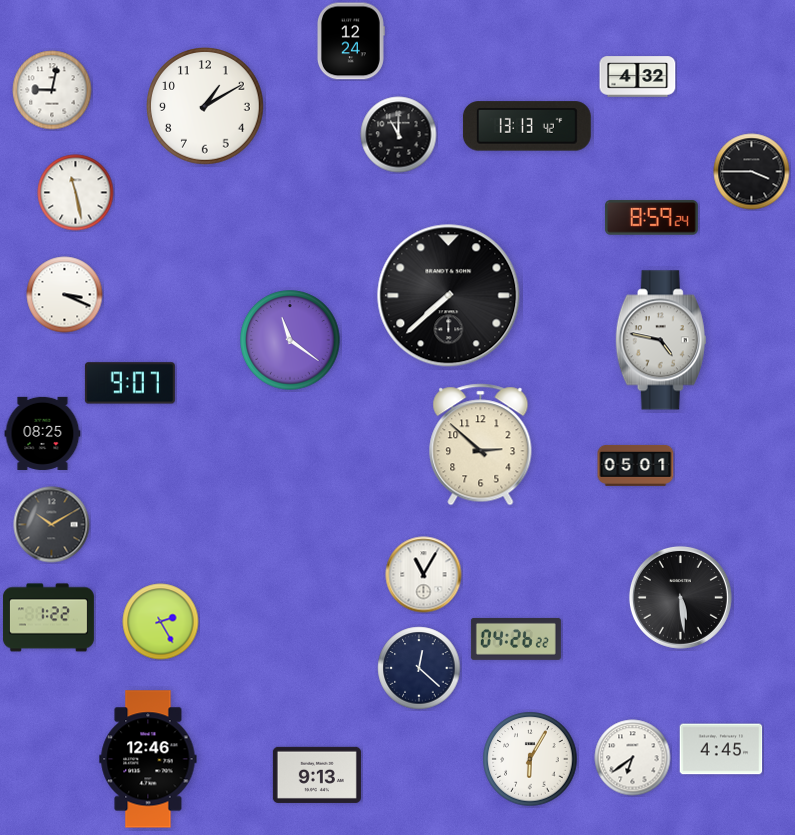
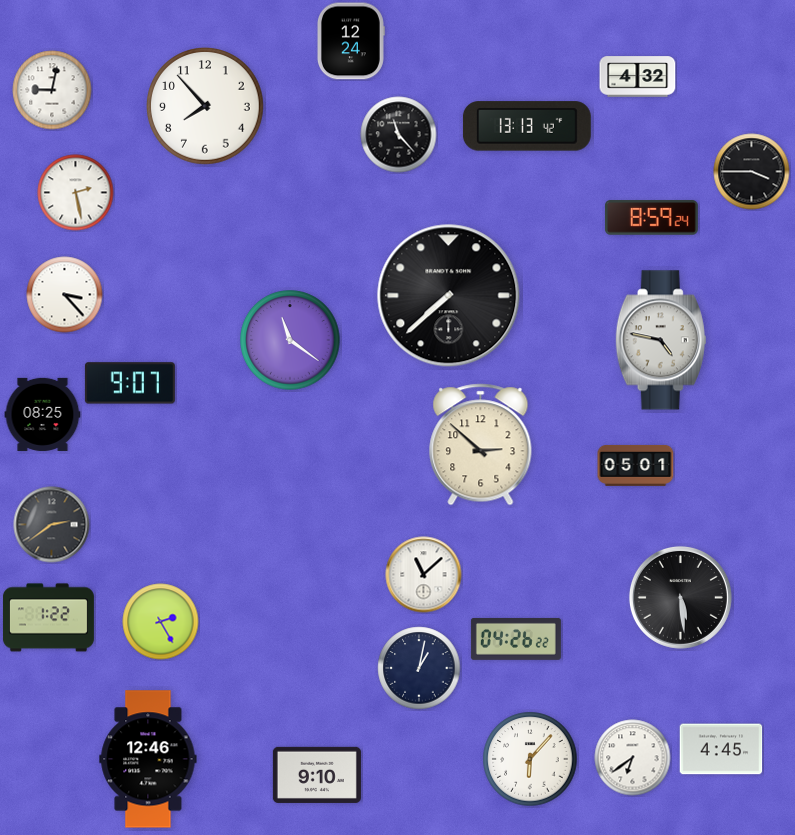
clock at (205, 106): 1:10 -> 7:53
clock at (399, 135): 11:00 -> 11:23
clock at (76, 193): 11:28 -> 2:28
clock at (65, 295): 3:19 -> 3:23
clock at (43, 433) position: (43, 433) -> (43, 414)
clock at (52, 525): 10:10 -> 2:39
clock at (424, 575): 11:05 -> 11:08
clock at (419, 668): 12:22 -> 1:02
clock at (530, 759): 6:05 -> 6:07
clock at (317, 775): 9:13 -> 9:10
